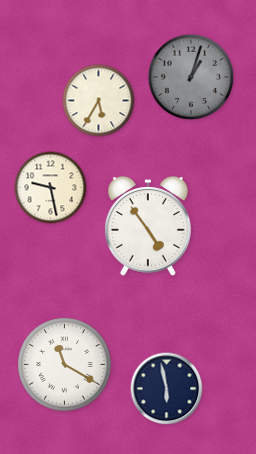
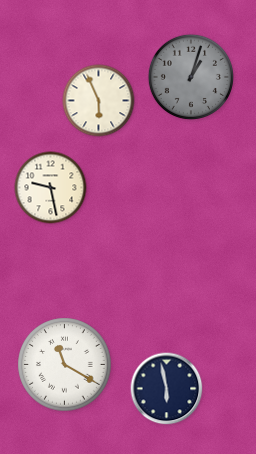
clock at (99, 101): 5:35 -> 5:56
clock at (148, 227): 4:54 -> none
